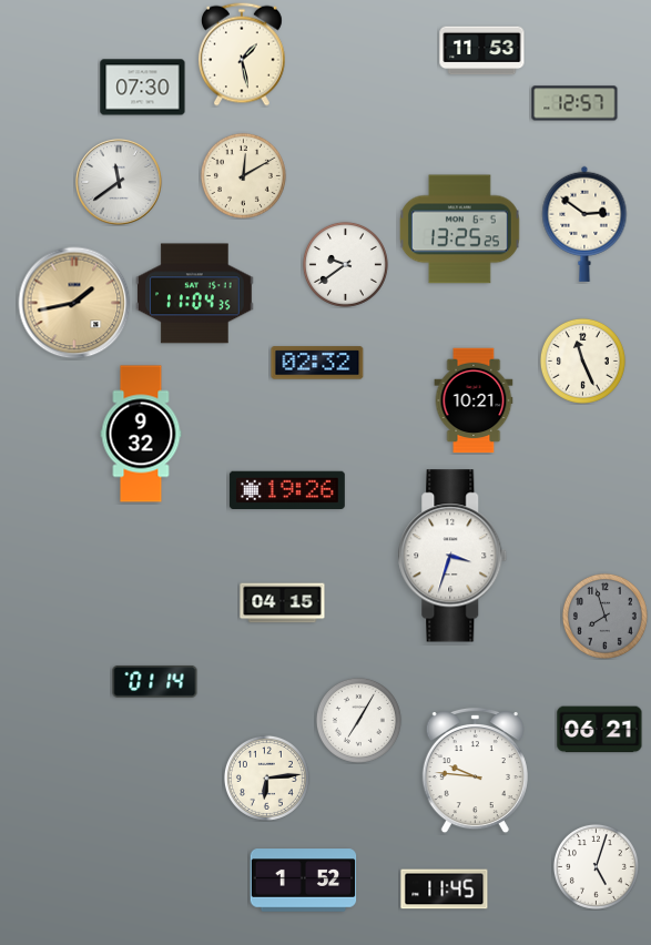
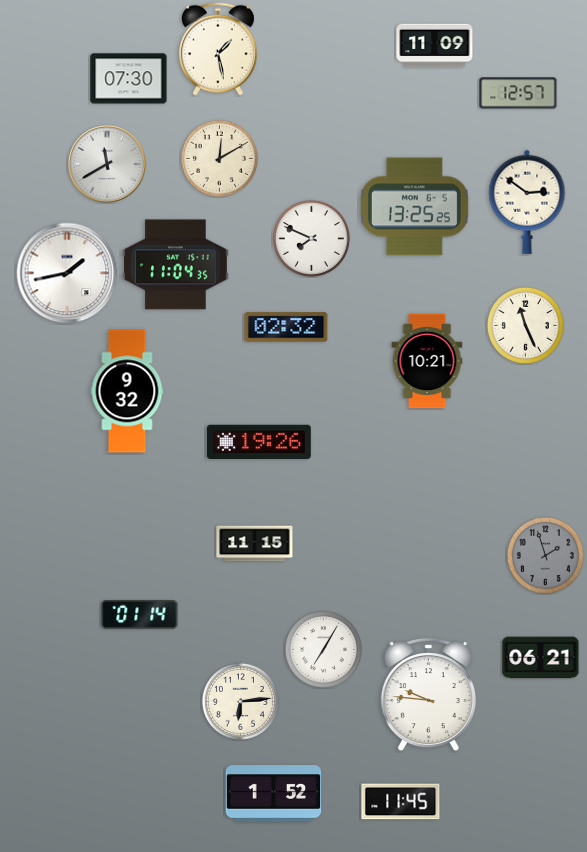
clock at (482, 51): 11:53 -> 11:09
clock at (119, 182): 11:39 -> 11:40
clock at (345, 264): 9:39 -> 7:49
clock at (74, 303) dial: champagne -> white
clock at (452, 556): 3:33 -> none
clock at (283, 603): 04:15 -> 11:15
clock at (604, 616): 7:57 -> 1:57
clock at (596, 866): 5:03 -> none
